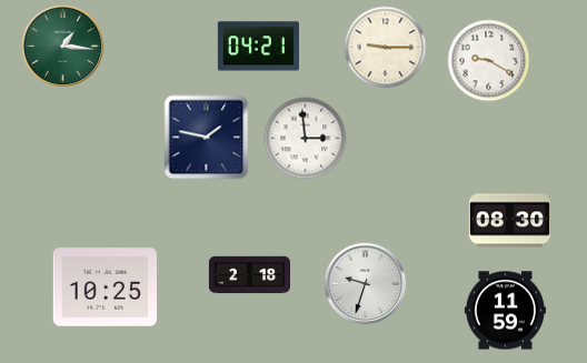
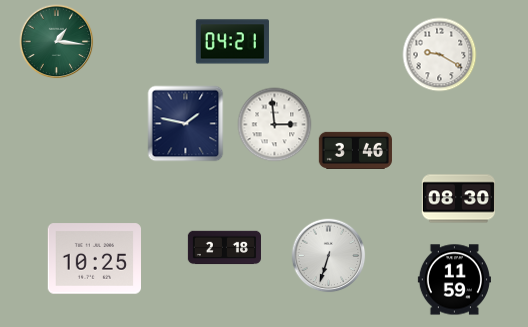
clock at (386, 48): 9:15 -> none
clock at (355, 150): none -> 3:46
clock at (366, 284): 9:33 -> 6:33
